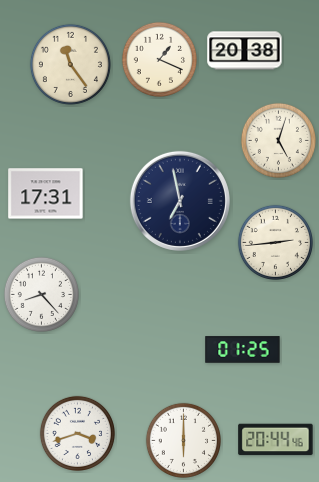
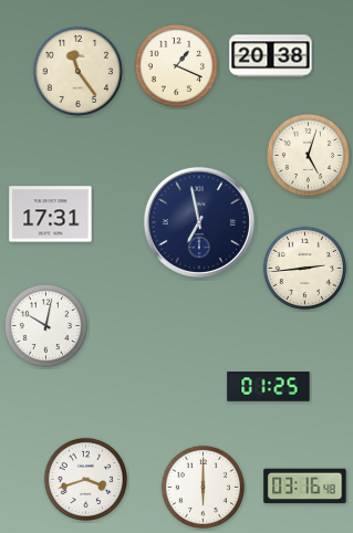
clock at (41, 294): 8:23 -> 10:02
clock at (276, 440): 20:44 -> 03:16
